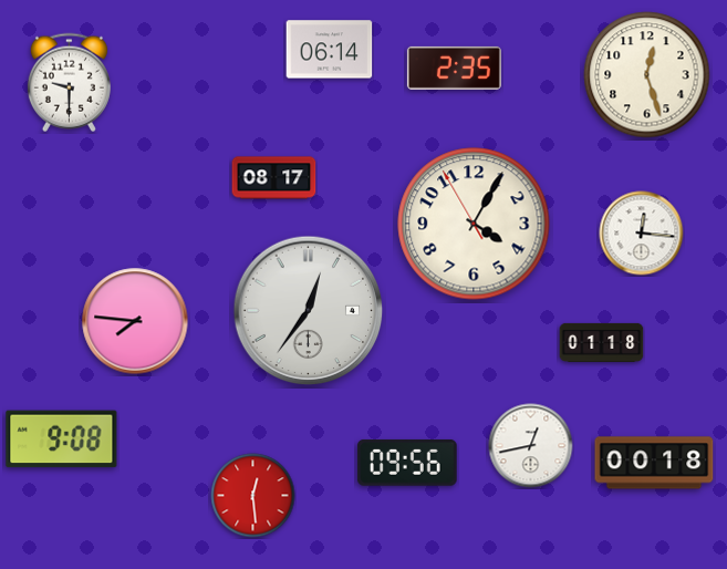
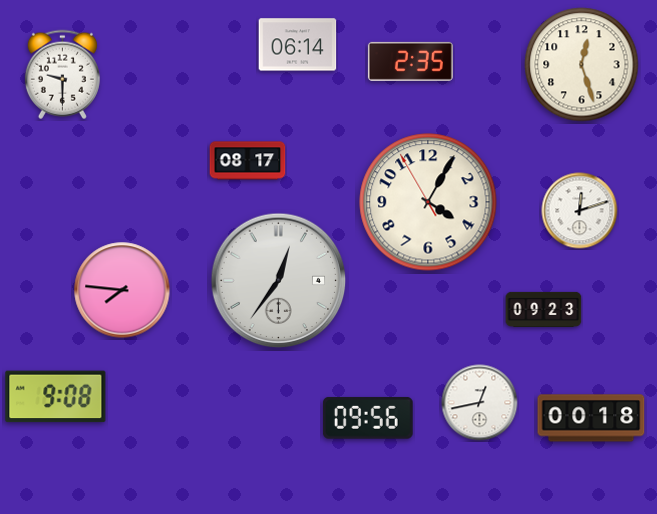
clock at (647, 75) position: (647, 75) -> (582, 65)
clock at (642, 234): 12:16 -> 12:12
clock at (602, 342): 01:18 -> 09:23
clock at (253, 496): 12:29 -> none
